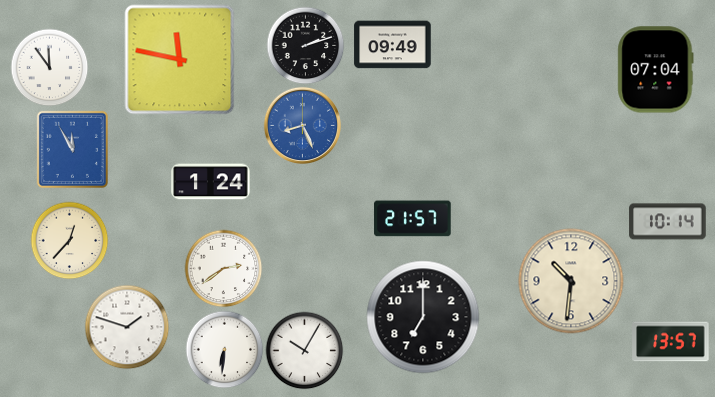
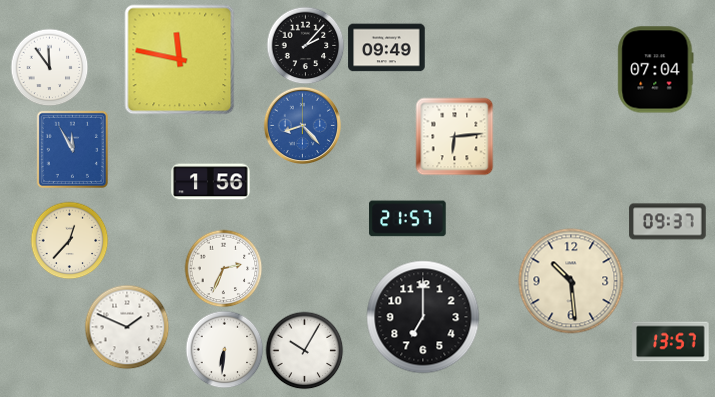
clock at (305, 45): 2:12 -> 2:07
clock at (393, 45) position: (393, 45) -> (387, 48)
clock at (302, 125): 8:26 -> 8:23
clock at (454, 136): none -> 6:14
clock at (211, 182): 1:24 -> 1:56
clock at (413, 219) position: (413, 219) -> (408, 219)
clock at (668, 222): 10:14 -> 09:37
clock at (223, 268): 2:39 -> 2:34
clock at (571, 281): 10:31 -> 10:29
clock at (127, 327): 1:48 -> 1:49
